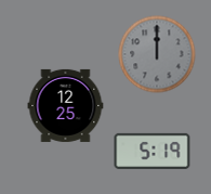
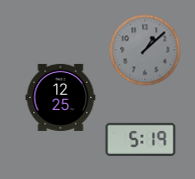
clock at (157, 54): 12:00 -> 1:08
